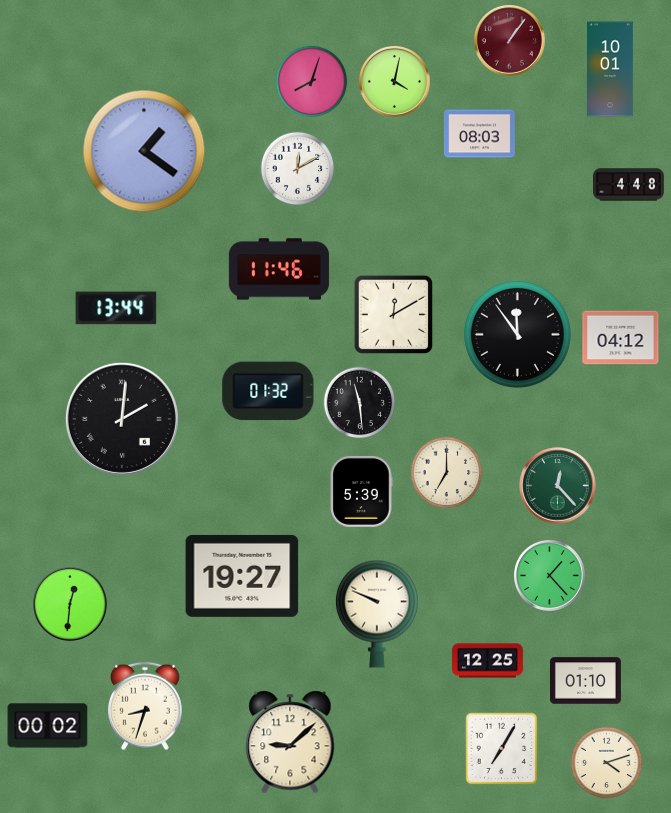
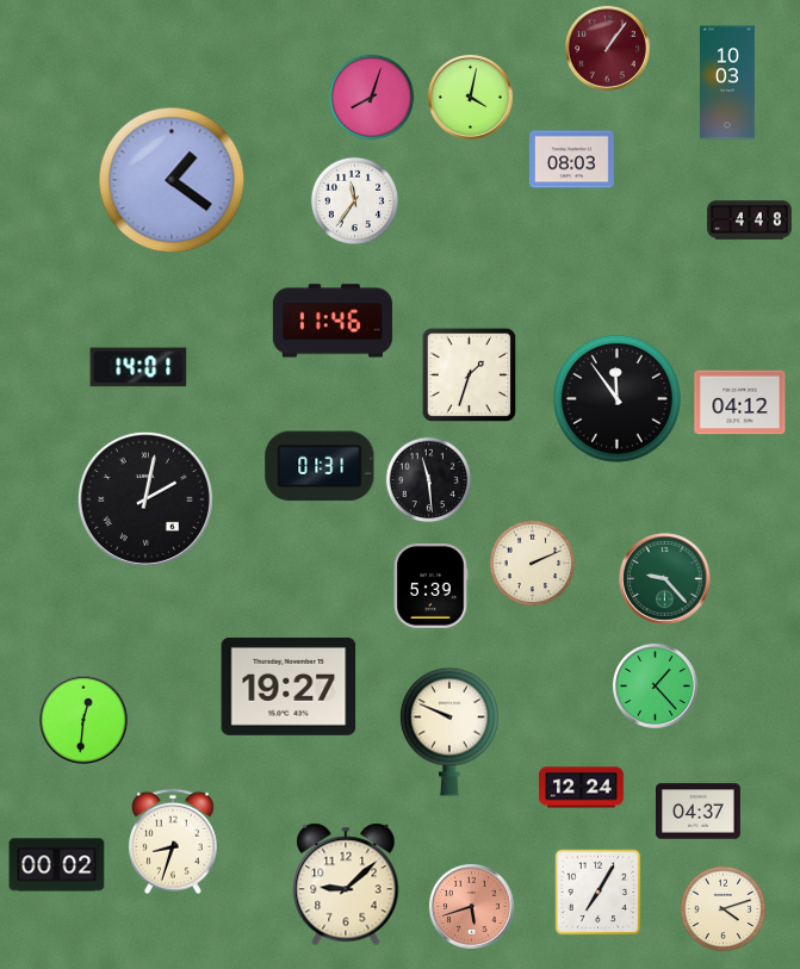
clock at (611, 69): 10:01 -> 10:03
clock at (297, 168): 12:10 -> 11:36
clock at (116, 308): 13:44 -> 14:01
clock at (394, 315): 12:10 -> 1:33
clock at (268, 391): 01:32 -> 01:31
clock at (122, 419): 2:01 -> 2:02
clock at (447, 473): 7:00 -> 2:11
clock at (558, 486): 12:23 -> 9:23
clock at (488, 661): 12:25 -> 12:24
clock at (586, 681): 01:10 -> 04:37
clock at (471, 906): none -> 5:42
